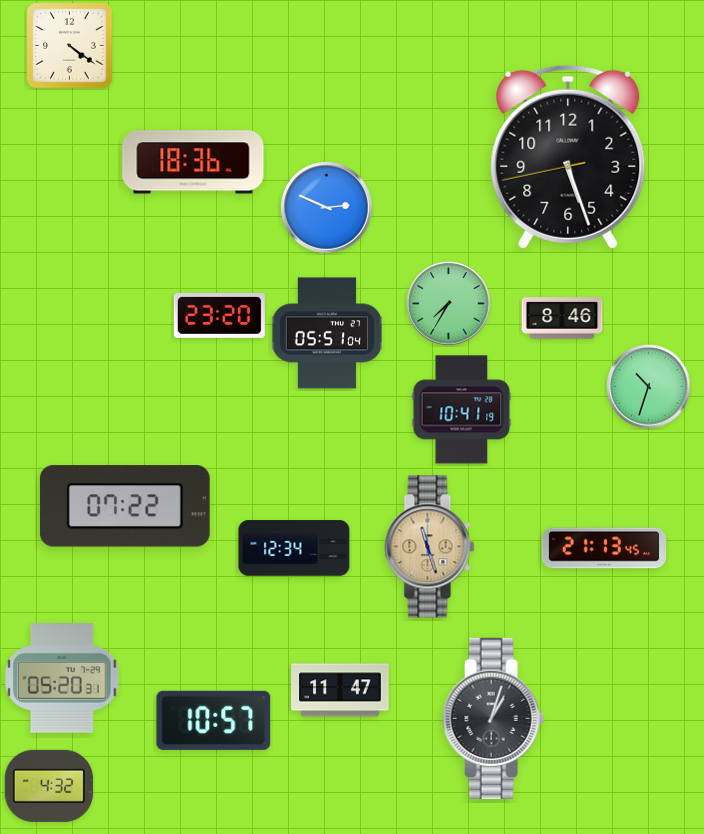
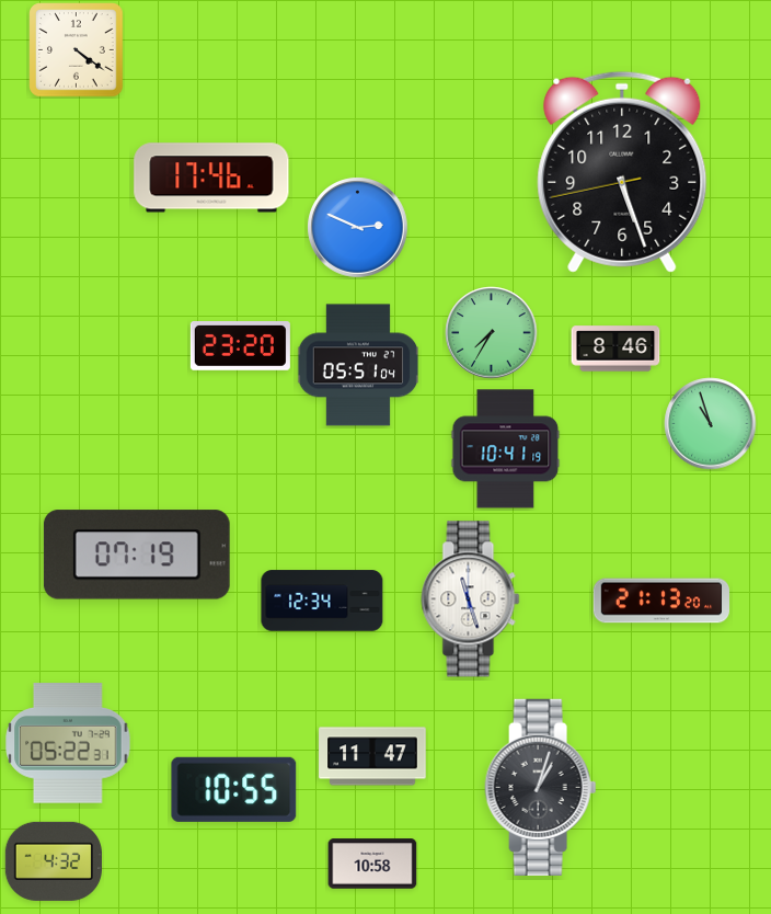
clock at (193, 162): 18:36 -> 17:46
clock at (649, 387): 10:33 -> 10:57
clock at (125, 506): 07:22 -> 07:19
clock at (430, 547) dial: champagne -> white
clock at (604, 548): 21:13:45 -> 21:13:20
clock at (62, 678): 05:20 -> 05:22
clock at (214, 720): 10:57 -> 10:55
clock at (372, 864): none -> 10:58
